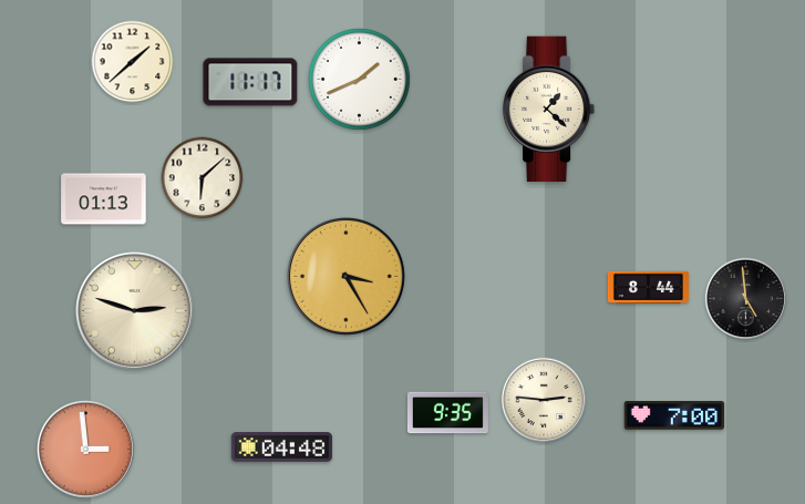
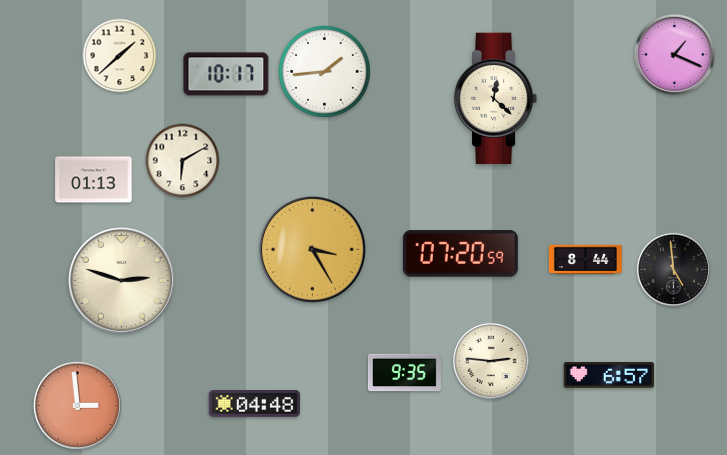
clock at (674, 54): none -> 1:19
clock at (359, 79): 1:41 -> 1:44
clock at (250, 82): 11:17 -> 10:17
clock at (549, 110): 1:22 -> 12:22
clock at (203, 178): 6:08 -> 6:10
clock at (460, 254): none -> 07:20
clock at (674, 415): 7:00 -> 6:57
